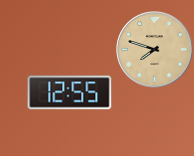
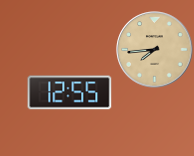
clock at (155, 50): 7:48 -> 7:44
